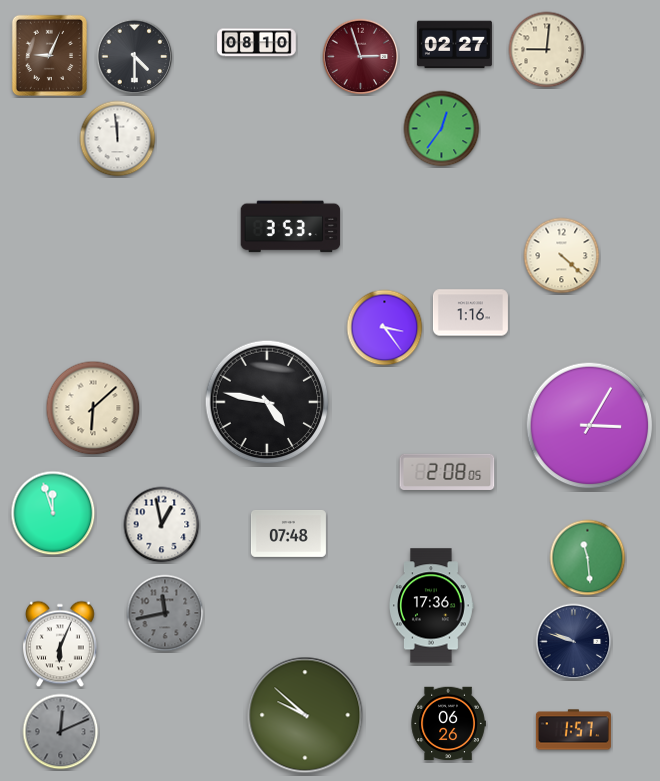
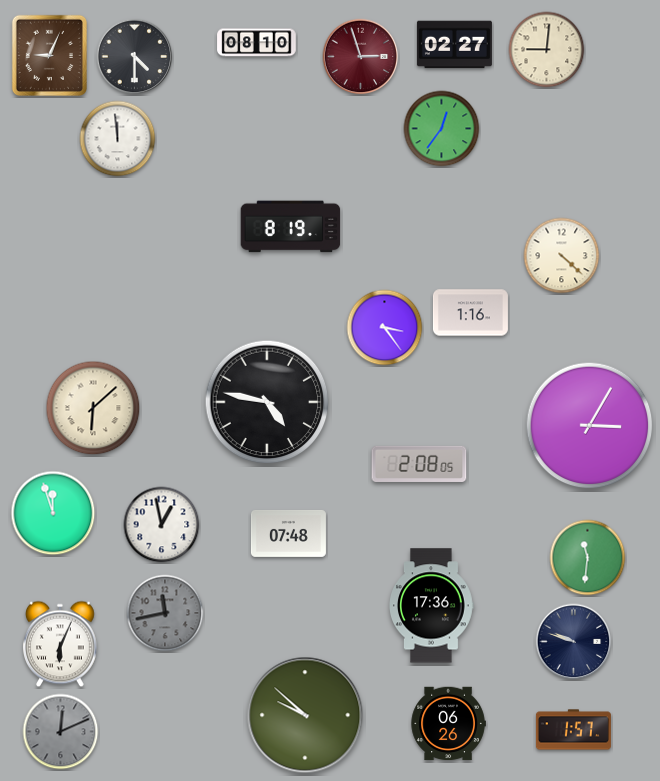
clock at (291, 227): 3:53 -> 8:19
clock at (447, 472) position: (447, 472) -> (419, 464)
clock at (588, 558): 11:29 -> 11:31
